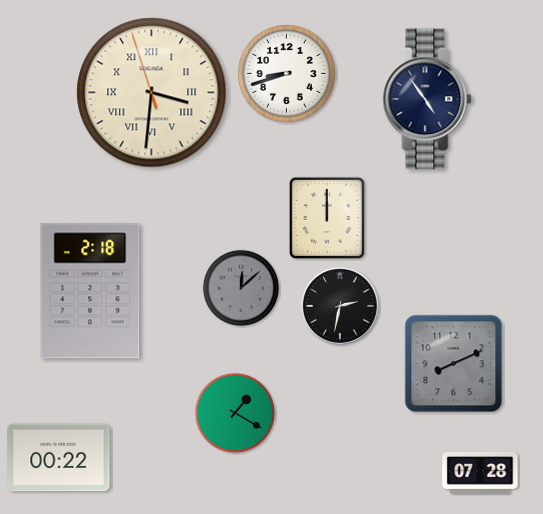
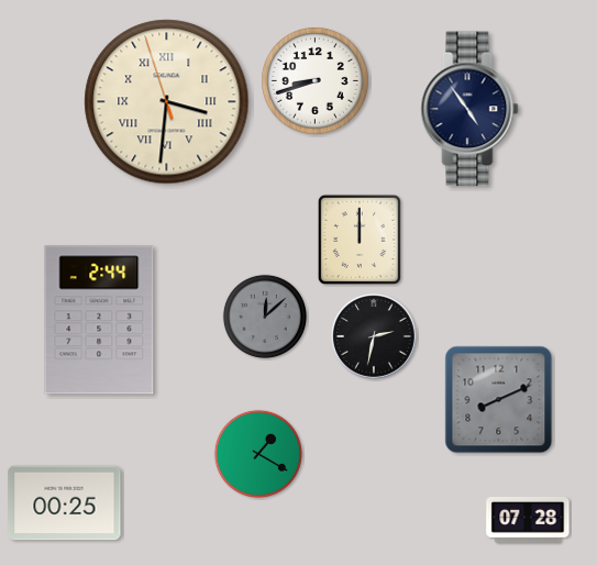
clock at (90, 291): 2:18 -> 2:44
clock at (59, 458): 00:22 -> 00:25
